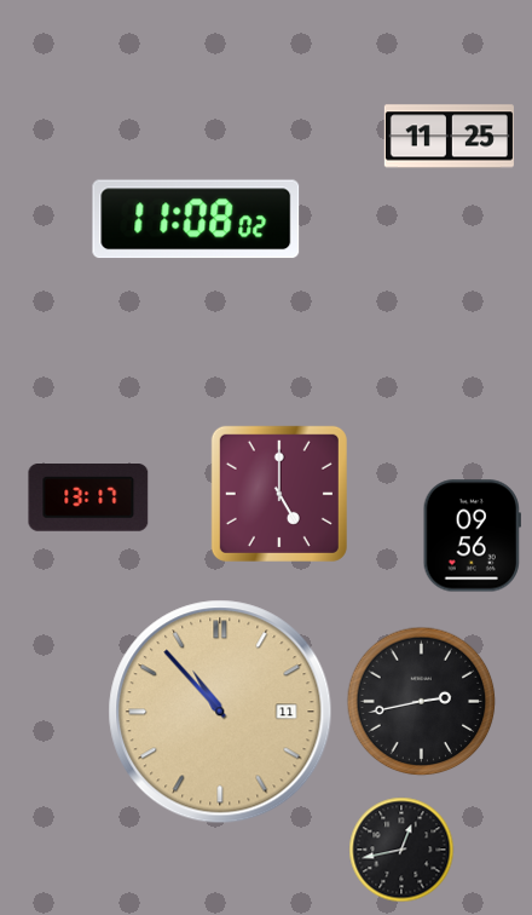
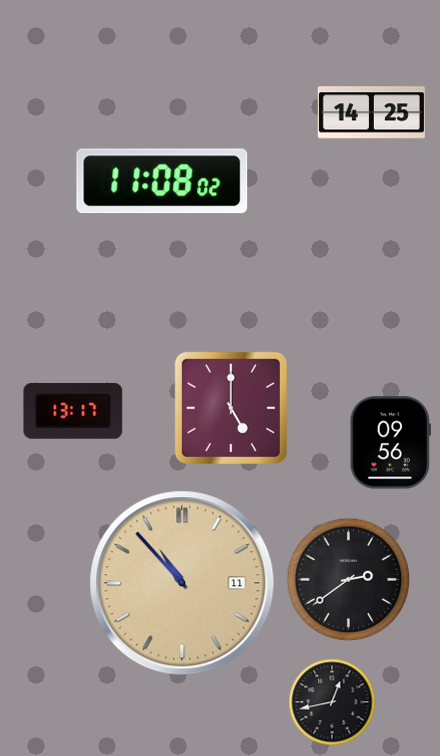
clock at (449, 137): 11:25 -> 14:25
clock at (422, 702): 2:43 -> 2:39
clock at (220, 712) position: (220, 712) -> (182, 583)
